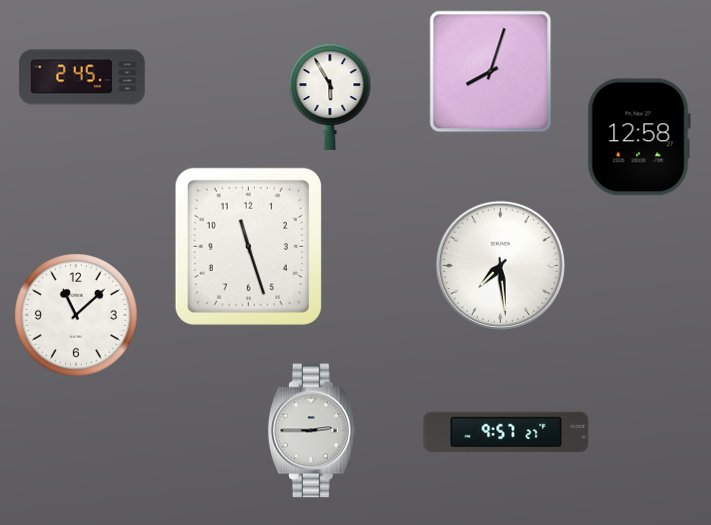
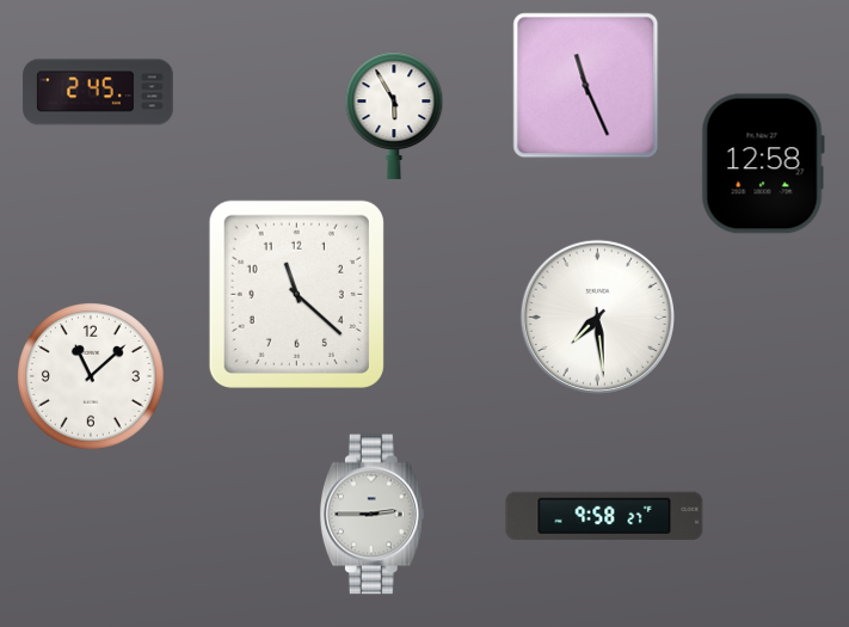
clock at (491, 72): 8:03 -> 11:26
clock at (248, 246): 11:27 -> 11:22
clock at (506, 432): 9:57 -> 9:58
